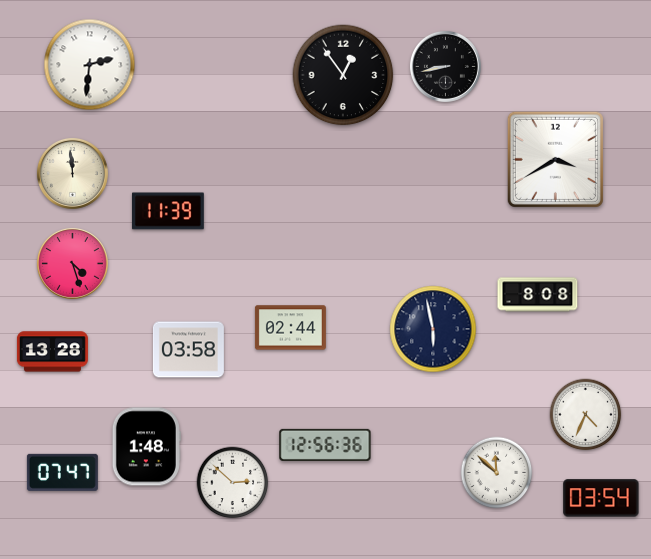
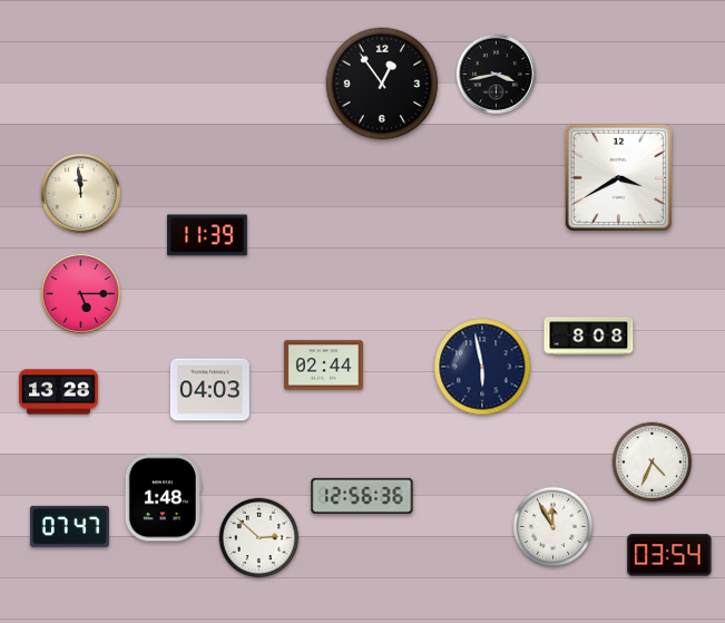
clock at (90, 65): 2:31 -> none
clock at (445, 66): 8:43 -> 3:43
clock at (168, 211) position: (168, 211) -> (207, 235)
clock at (72, 263): 4:27 -> 5:15
clock at (538, 295) position: (538, 295) -> (589, 337)
clock at (188, 350): 03:58 -> 04:03
clock at (497, 473): 11:52 -> 11:55
